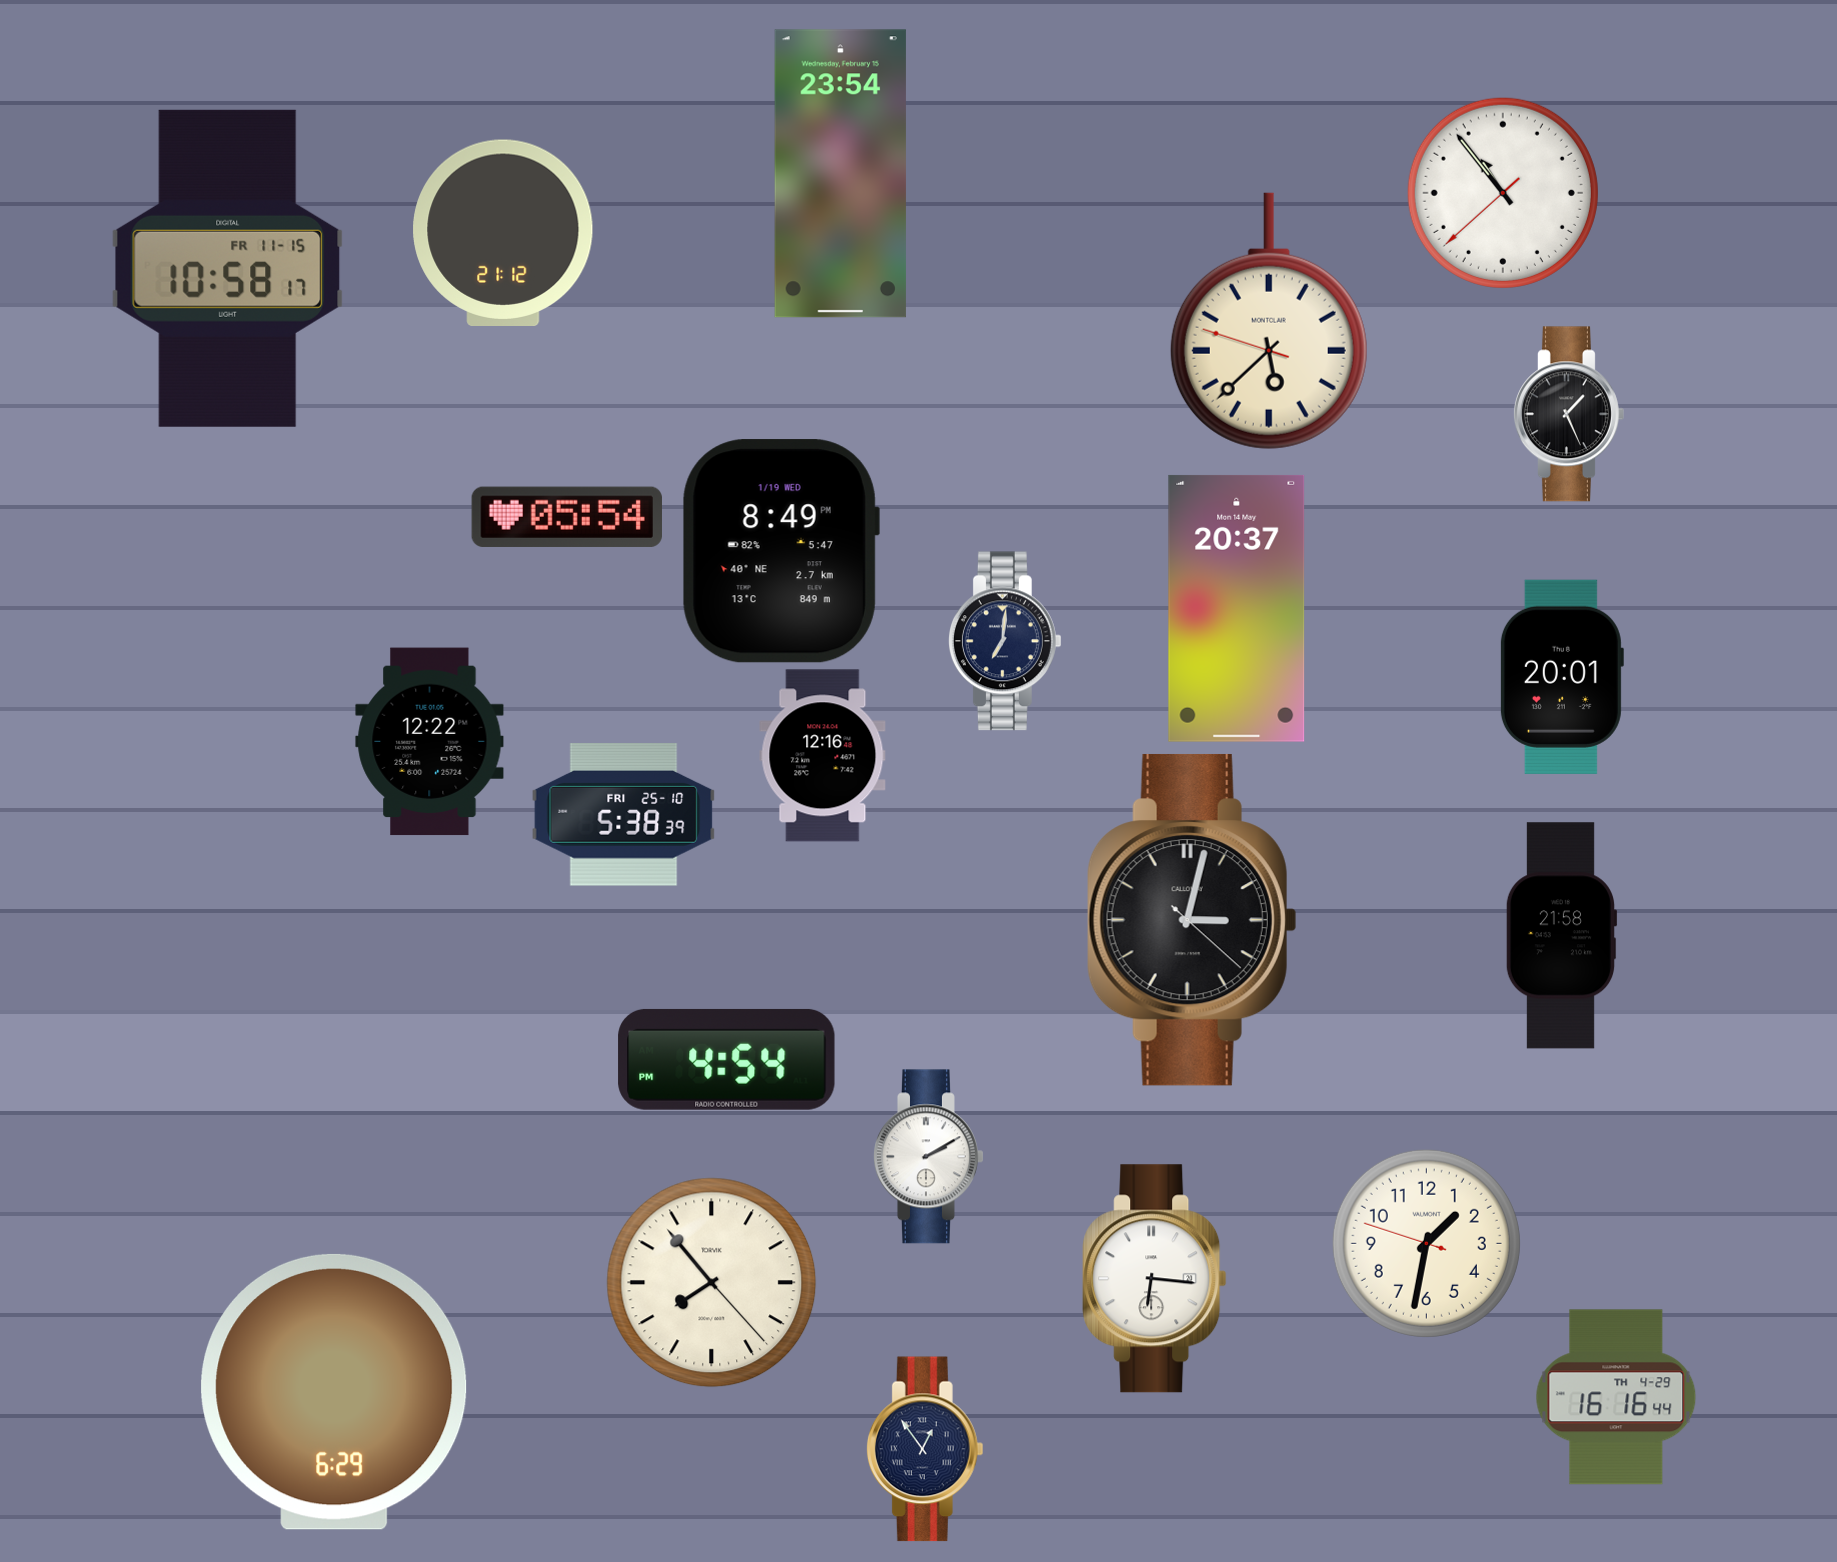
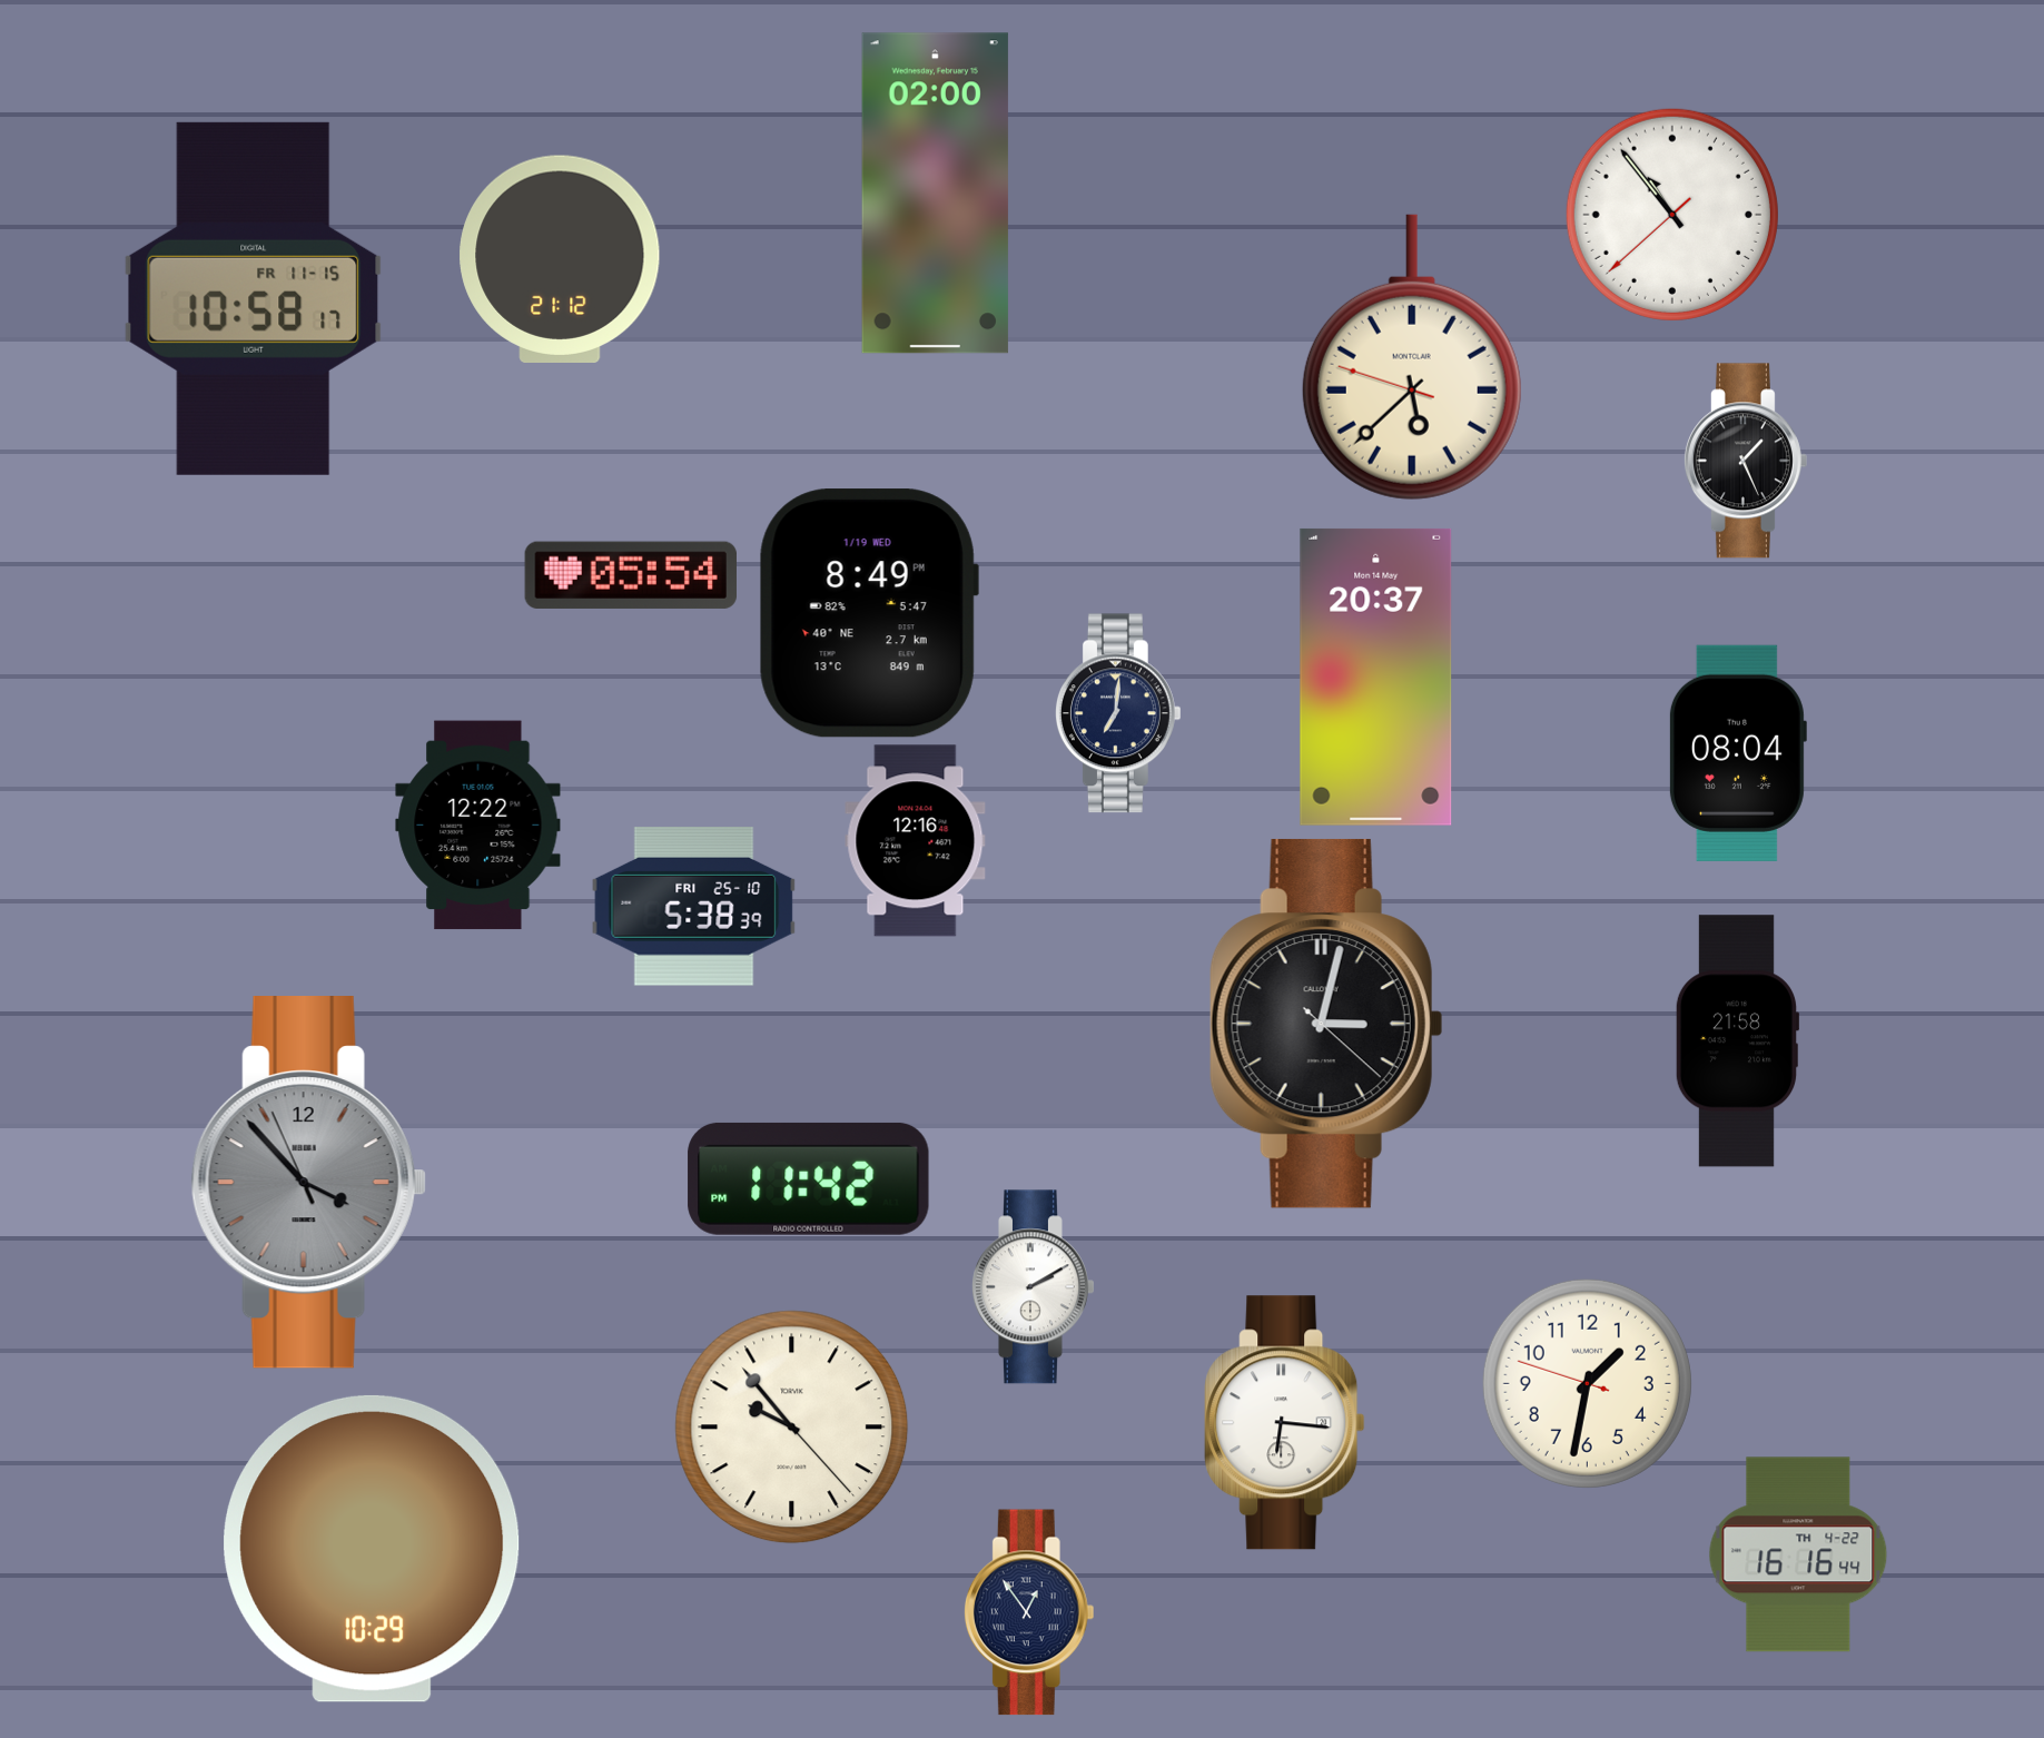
clock at (840, 174): 23:54 -> 02:00
clock at (1561, 677): 20:01 -> 08:04
clock at (727, 1059): 4:54 -> 11:42
clock at (308, 1183): none -> 3:52
clock at (712, 1283): 7:53 -> 9:53
clock at (334, 1392): 6:29 -> 10:29
clock at (1616, 1397) date: TH 4-29 -> TH 4-22
